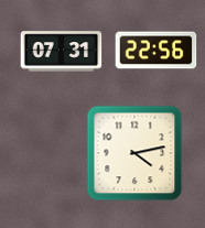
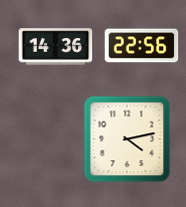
clock at (62, 52): 07:31 -> 14:36
clock at (134, 153) position: (134, 153) -> (127, 139)
